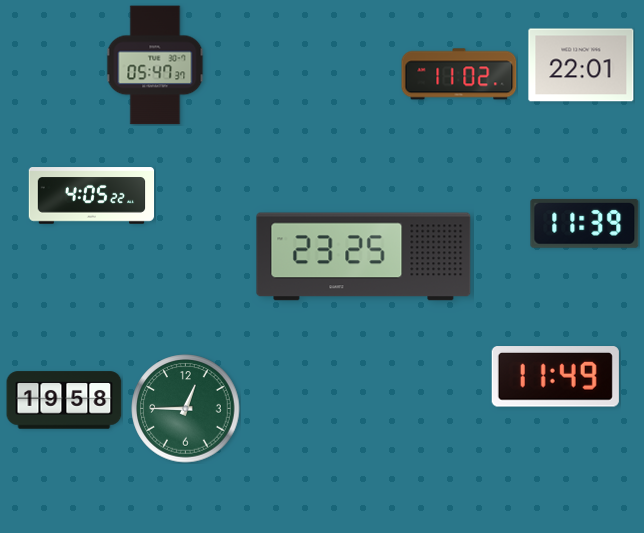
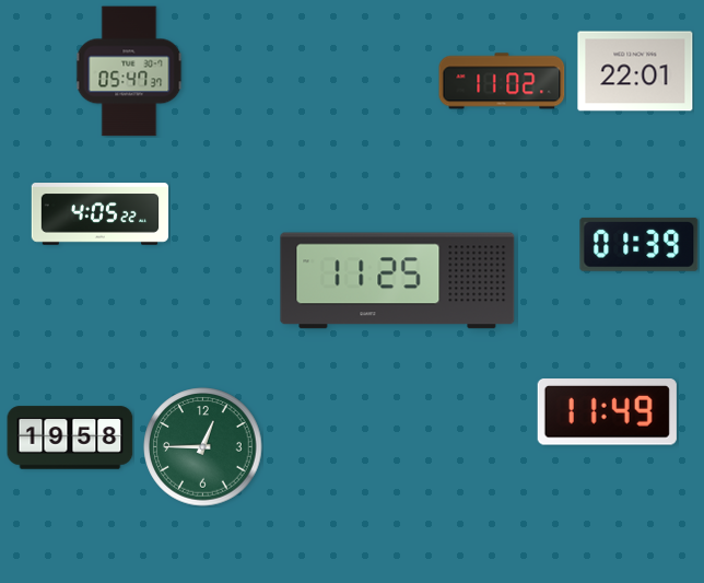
clock at (155, 65) position: (155, 65) -> (129, 71)
clock at (585, 223): 11:39 -> 01:39
clock at (364, 257): 23:25 -> 11:25
